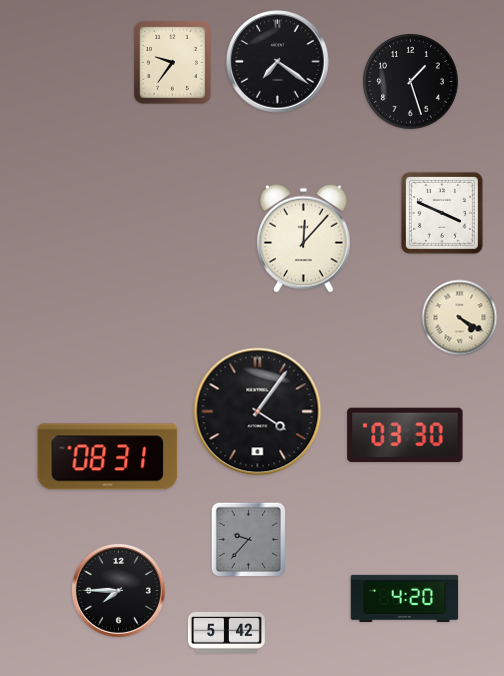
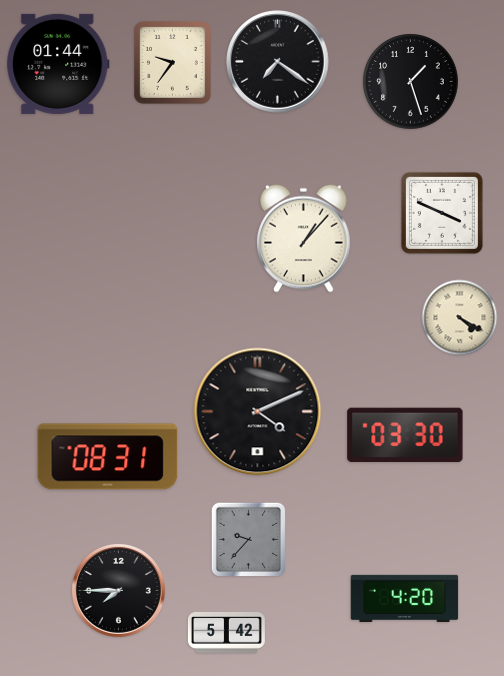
clock at (58, 64): none -> 01:44
clock at (304, 238): 12:07 -> 1:07
clock at (258, 412): 4:06 -> 4:11
